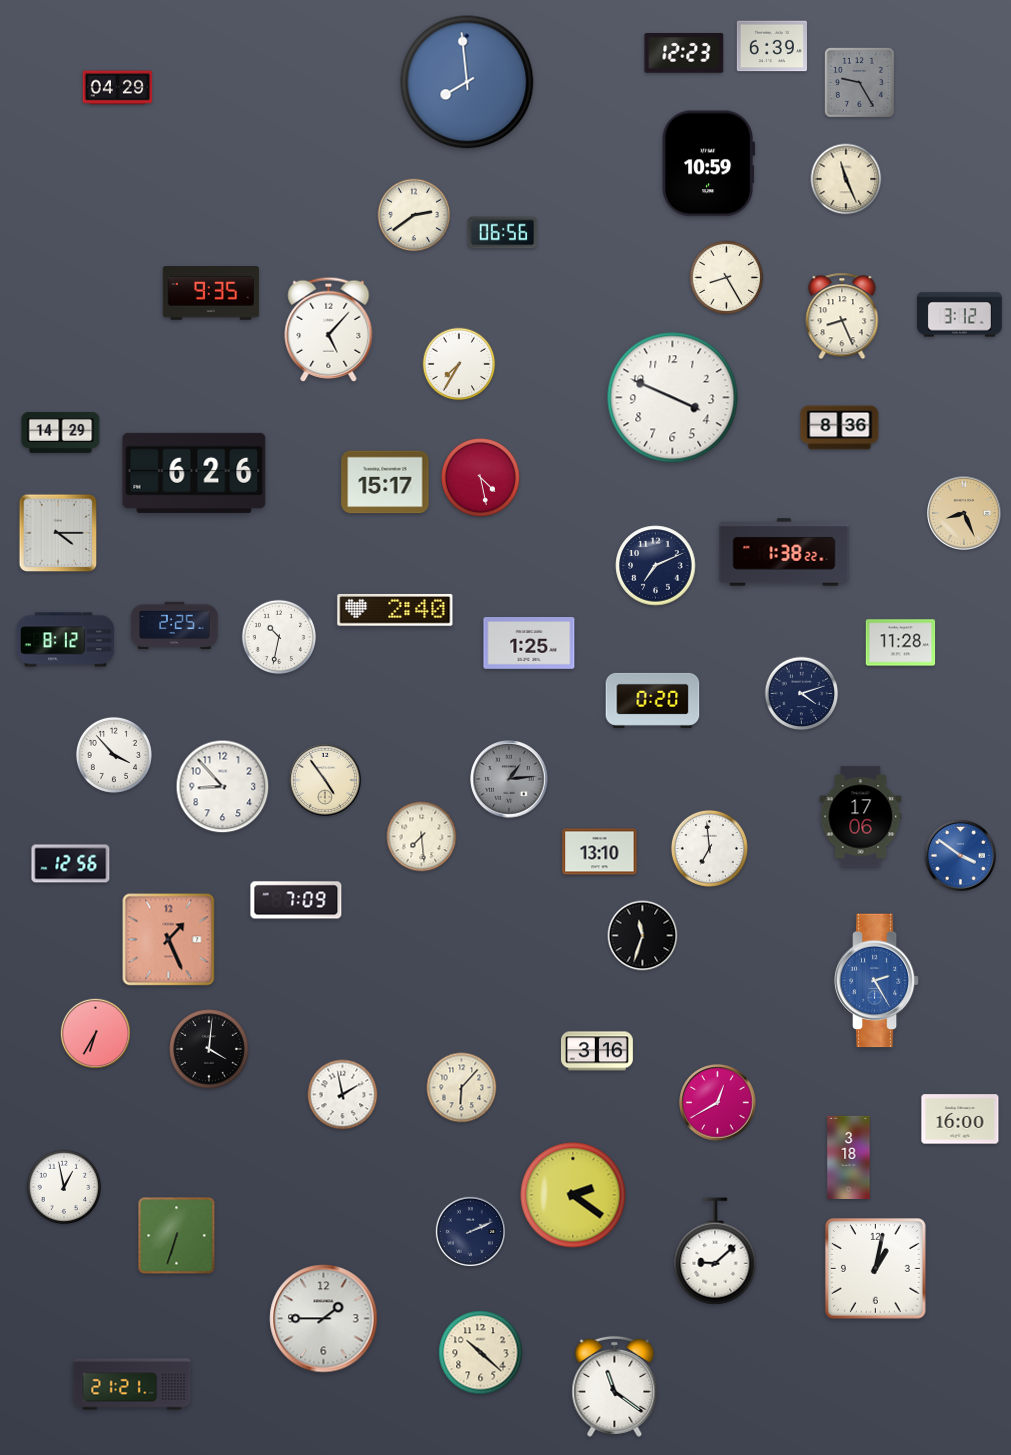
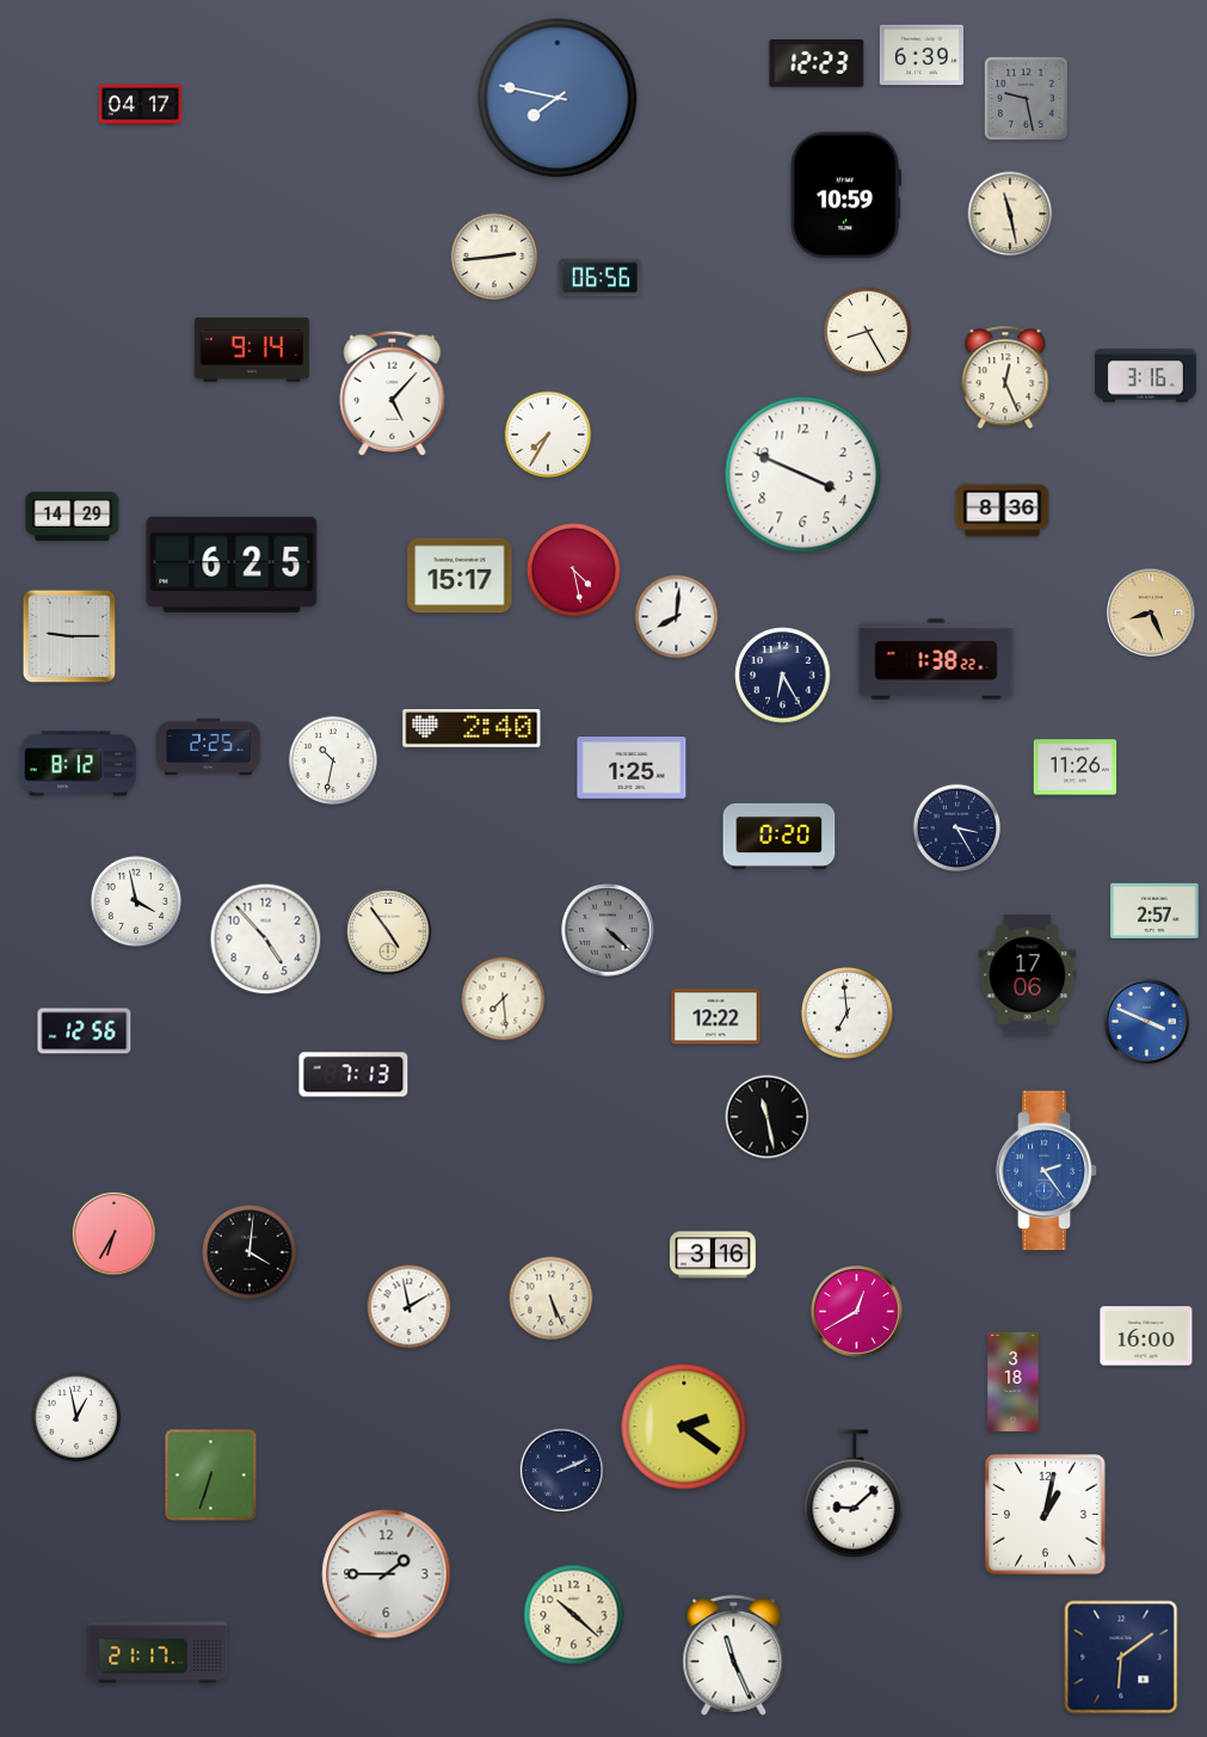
clock at (467, 82): 7:59 -> 7:47
clock at (859, 82): 9:25 -> 9:28
clock at (118, 88): 04:29 -> 04:17
clock at (846, 179): 11:26 -> 11:28
clock at (414, 215): 2:39 -> 2:44
clock at (211, 293): 9:35 -> 9:14
clock at (960, 315): 3:12 -> 3:16
clock at (842, 316): 8:26 -> 12:26
clock at (194, 473): 6:26 -> 6:25
clock at (677, 617): none -> 8:01
clock at (58, 533): 4:15 -> 9:15
clock at (656, 566): 7:11 -> 6:25
clock at (901, 643): 11:28 -> 11:26
clock at (802, 694): 4:12 -> 3:25
clock at (114, 755): 3:53 -> 3:58
clock at (1154, 911): none -> 2:57
clock at (509, 779): 1:14 -> 4:22
clock at (223, 787): 8:53 -> 4:53
clock at (600, 852): 13:10 -> 12:22
clock at (960, 855): 3:51 -> 3:49
clock at (296, 900): 7:09 -> 7:13
clock at (643, 936): 11:33 -> 11:28
clock at (169, 940): 1:26 -> none
clock at (877, 981): 2:25 -> 2:24
clock at (462, 1088): 6:07 -> 5:26
clock at (718, 1103) position: (718, 1103) -> (857, 1312)
clock at (132, 1384): 21:21 -> 21:17
clock at (615, 1386): 11:21 -> 11:26
clock at (1121, 1657): none -> 6:09
